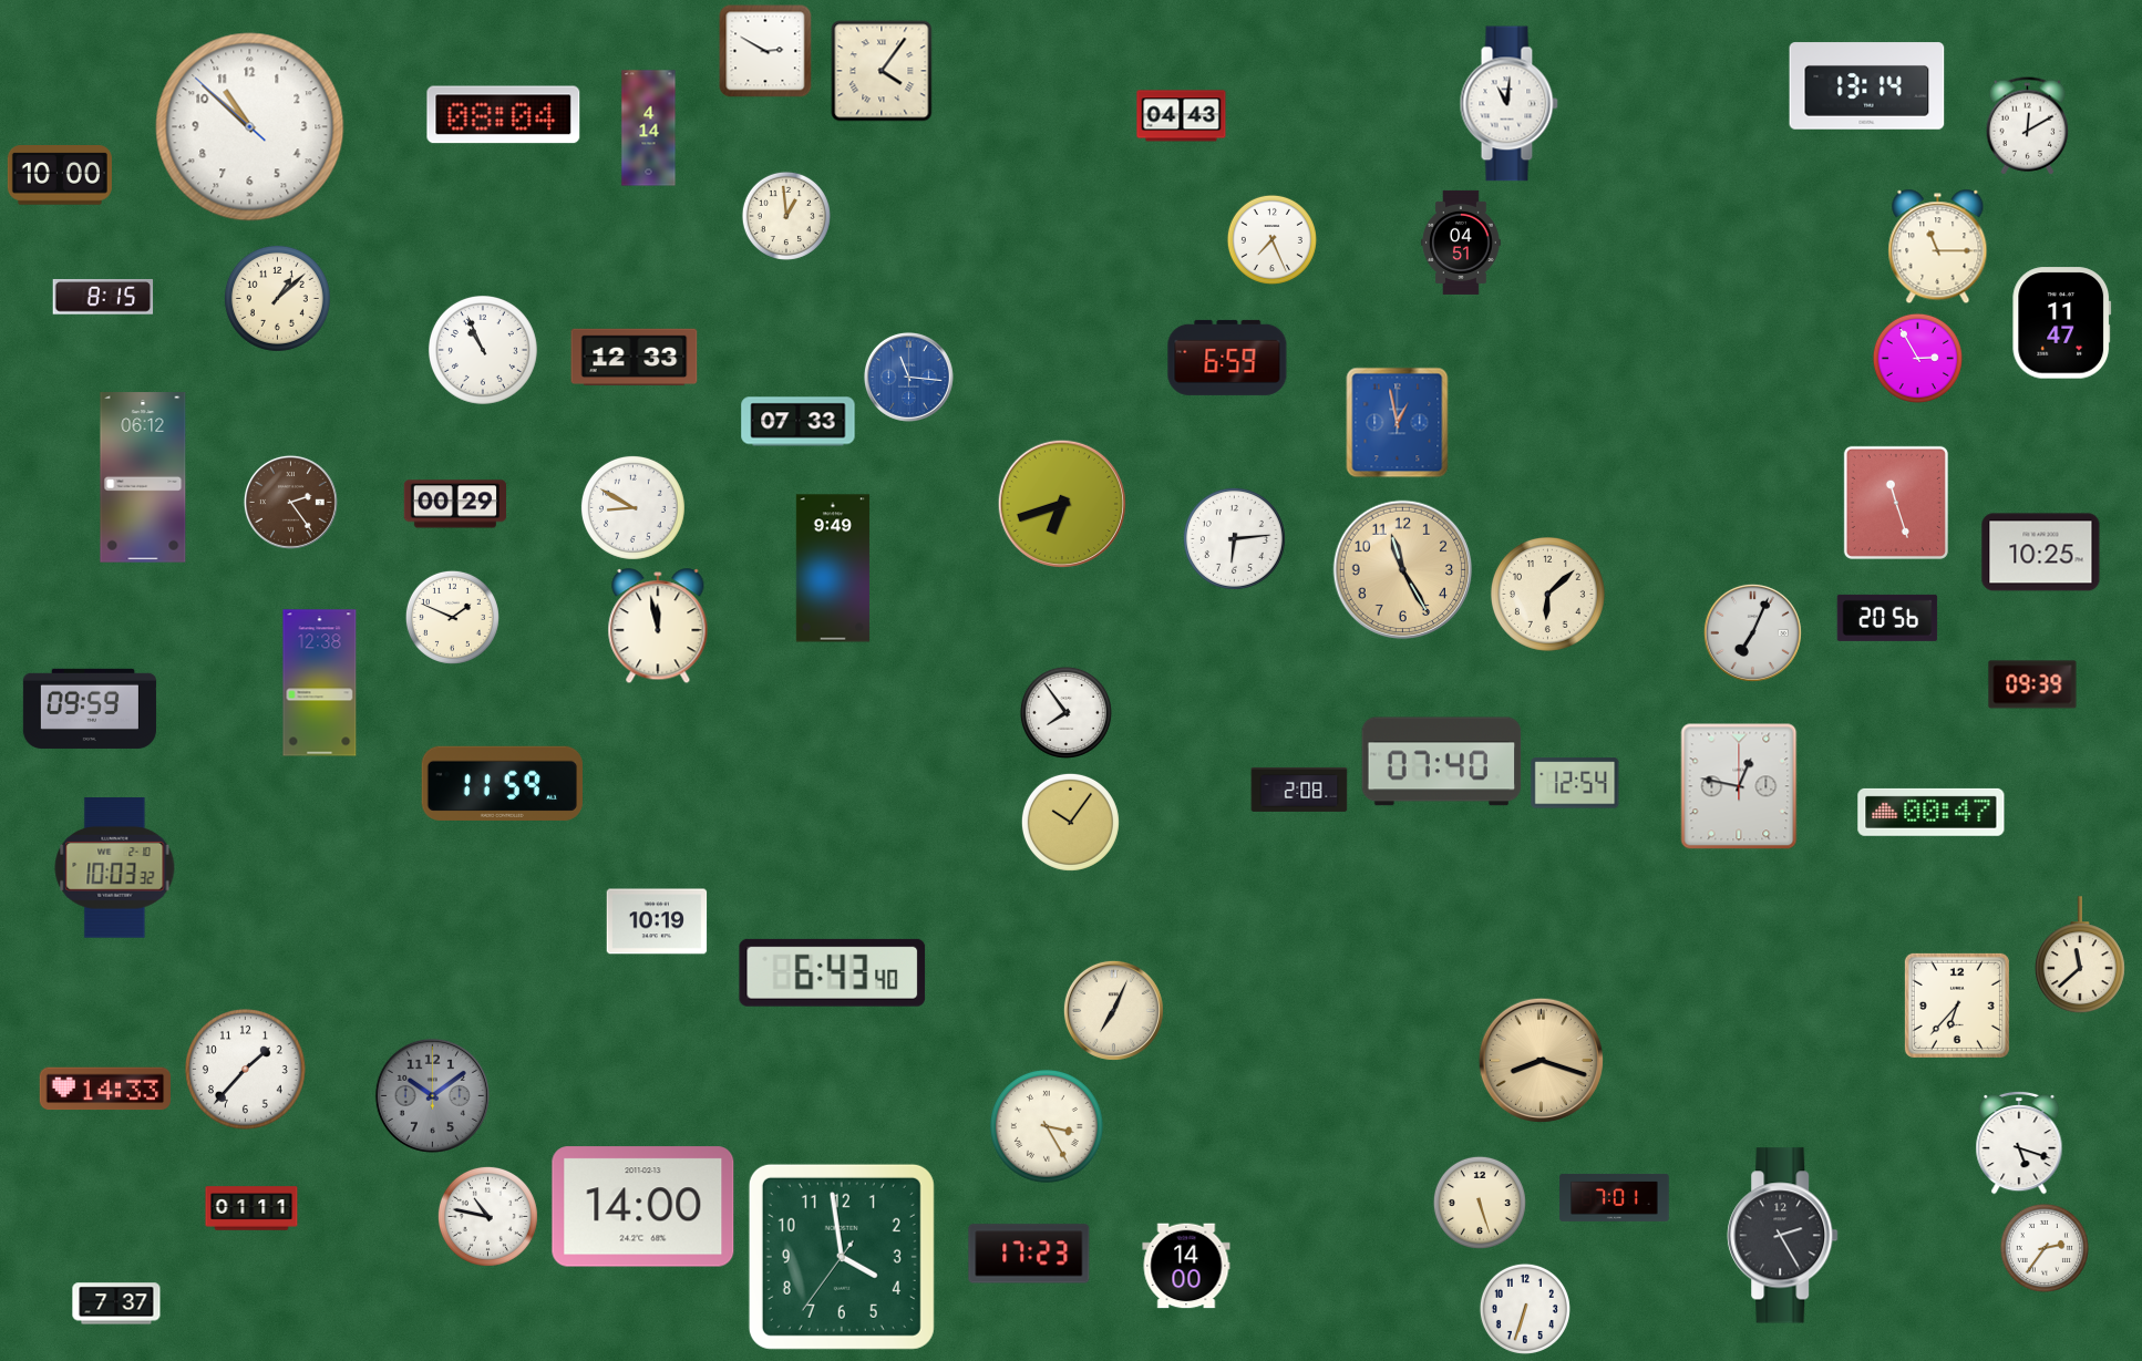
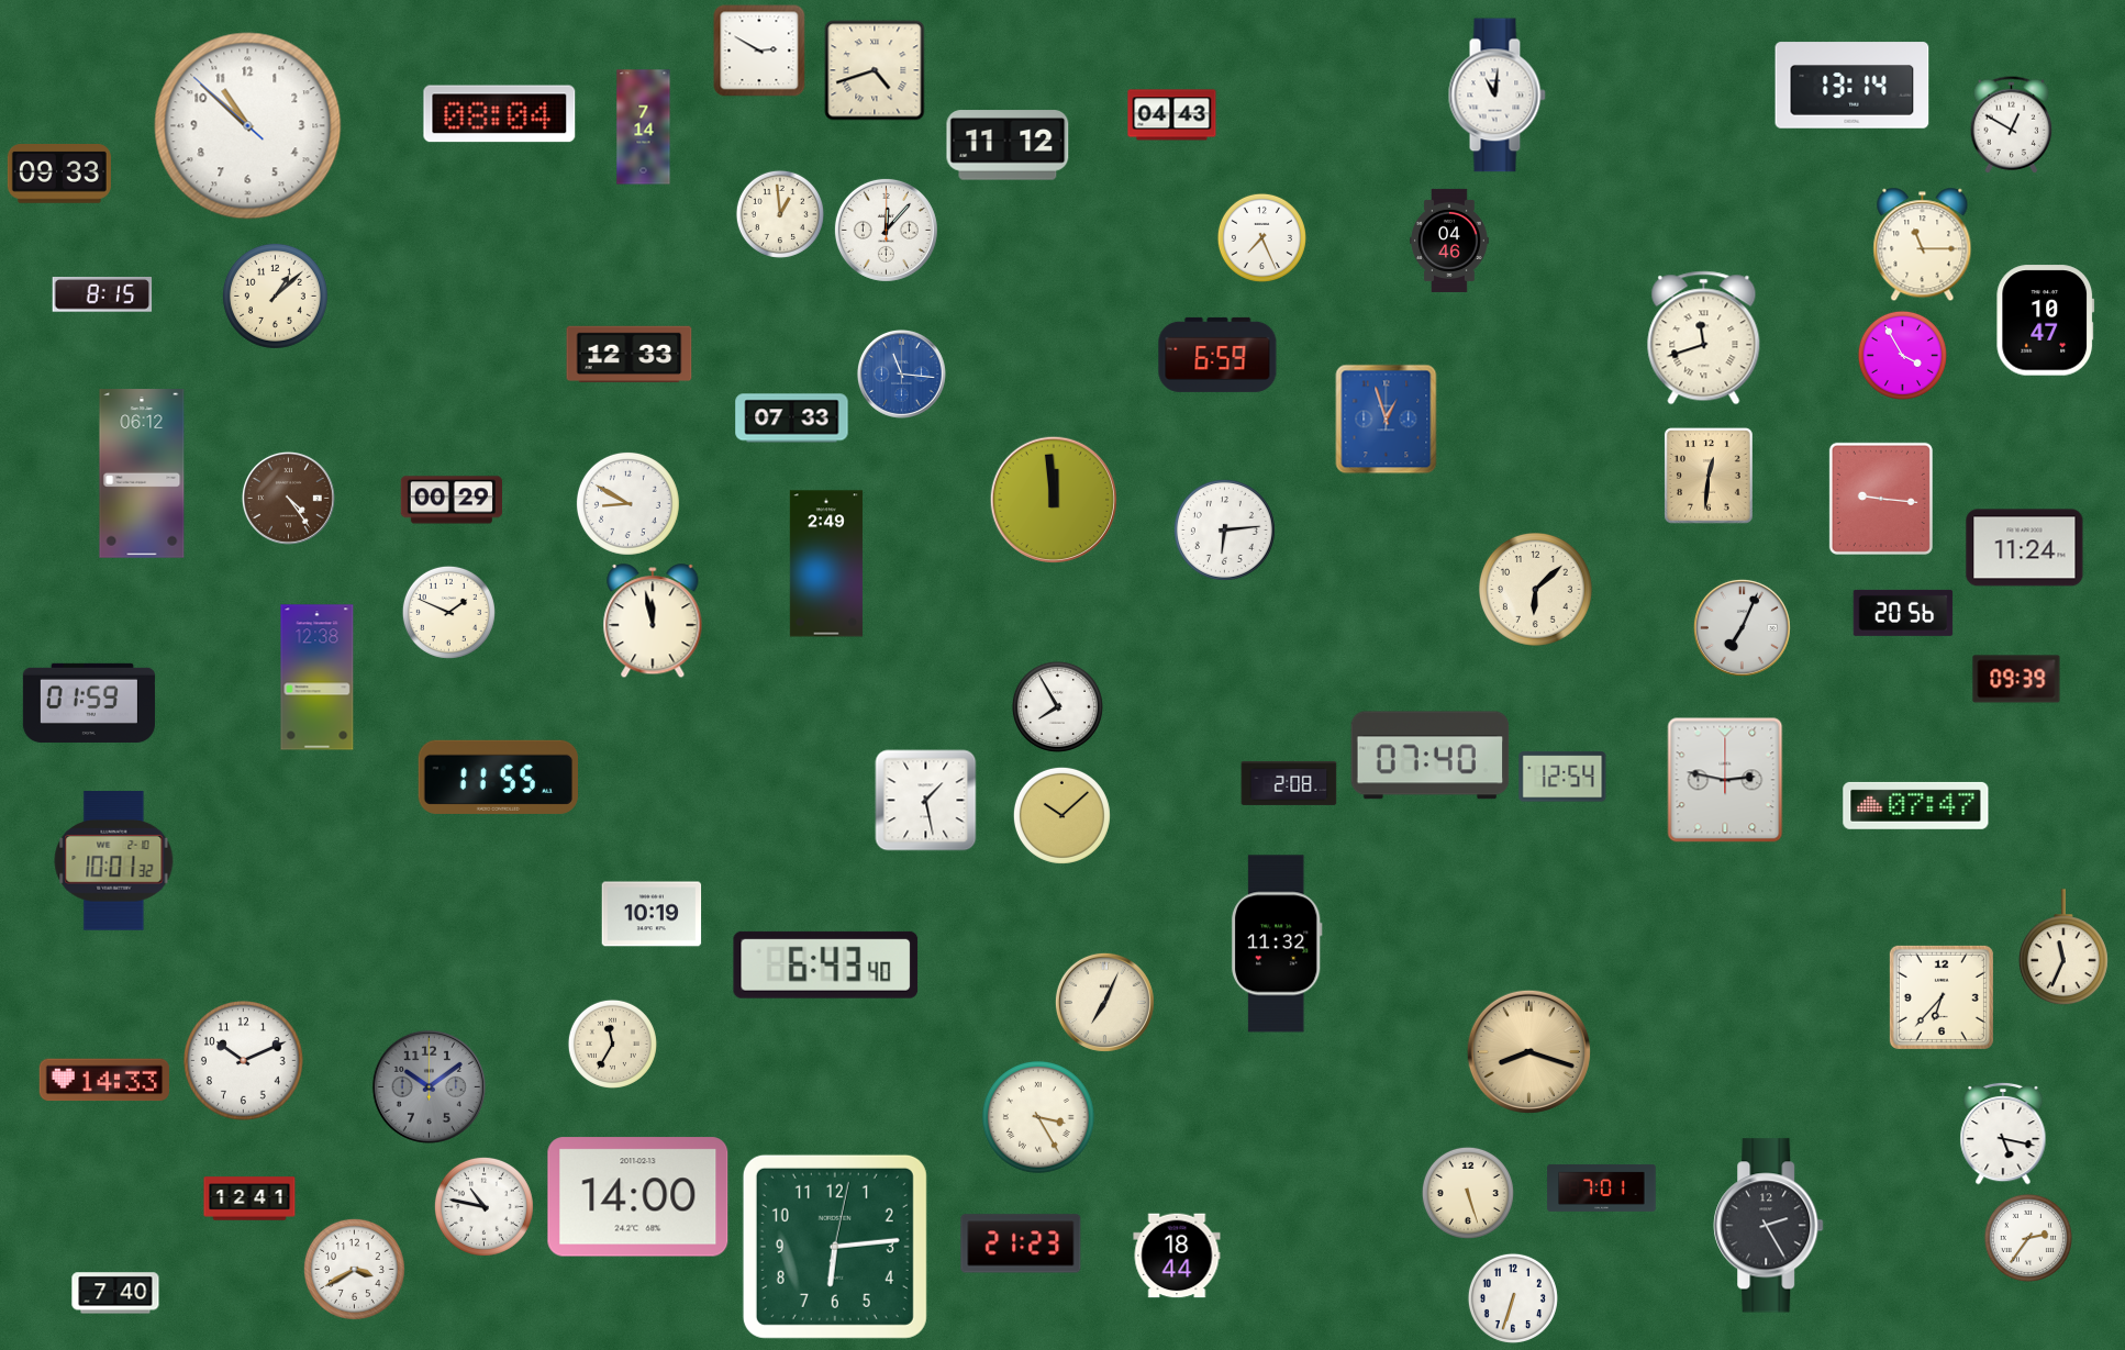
clock at (882, 71): 4:06 -> 4:42
clock at (1508, 104) position: (1508, 104) -> (1497, 96)
clock at (2028, 126): 12:10 -> 12:50
clock at (649, 128): 4:14 -> 7:14
clock at (1008, 145): none -> 11:12
clock at (60, 176): 10:00 -> 09:33
clock at (886, 230): none -> 12:07
clock at (1461, 243): 04:51 -> 04:46
clock at (2062, 323): 11:47 -> 10:47
clock at (1704, 338): none -> 11:42
clock at (483, 350): 10:56 -> none
clock at (1917, 358): 2:55 -> 3:55
clock at (1398, 423): 12:58 -> 12:57
clock at (1710, 477): none -> 12:31
clock at (290, 502): 2:24 -> 4:24
clock at (1061, 503): 6:42 -> 11:59
clock at (1896, 503): 11:27 -> 9:16
clock at (1234, 538) position: (1234, 538) -> (1224, 529)
clock at (2041, 553): 10:25 -> 11:24
clock at (833, 568): 9:49 -> 2:49
clock at (1403, 570): 11:25 -> none
clock at (1887, 618) position: (1887, 618) -> (1903, 613)
clock at (1752, 632) position: (1752, 632) -> (1742, 627)
clock at (90, 709): 09:59 -> 01:59
clock at (1065, 712): 7:54 -> 7:55
clock at (502, 783): 11:59 -> 11:55
clock at (1739, 786): 12:47 -> 2:47
clock at (926, 801): none -> 1:28
clock at (1932, 812): 00:47 -> 07:47
clock at (1070, 822): 10:06 -> 10:08
clock at (115, 868): 10:03 -> 10:01
clock at (1277, 944): none -> 11:32
clock at (2080, 956): 11:38 -> 11:34
clock at (612, 1044): none -> 11:35
clock at (246, 1070): 1:37 -> 10:11
clock at (2019, 1143): 5:18 -> 5:17
clock at (251, 1208): 01:11 -> 12:41
clock at (1029, 1254): 17:23 -> 21:23
clock at (842, 1257): 3:58 -> 6:14
clock at (1186, 1266): 14:00 -> 18:44
clock at (354, 1269): none -> 3:40
clock at (116, 1303): 7:37 -> 7:40
